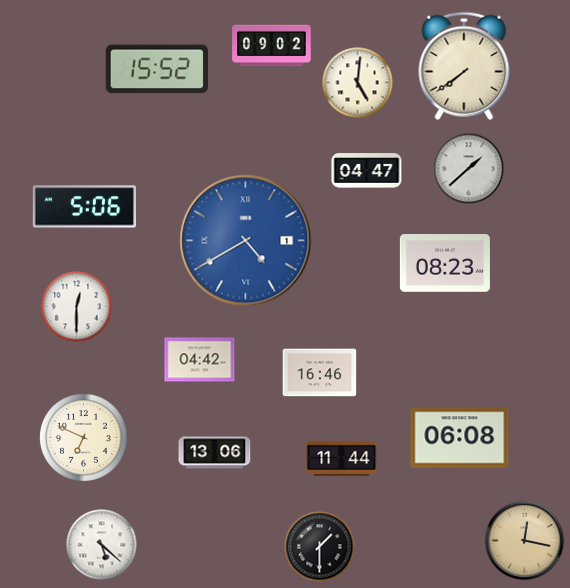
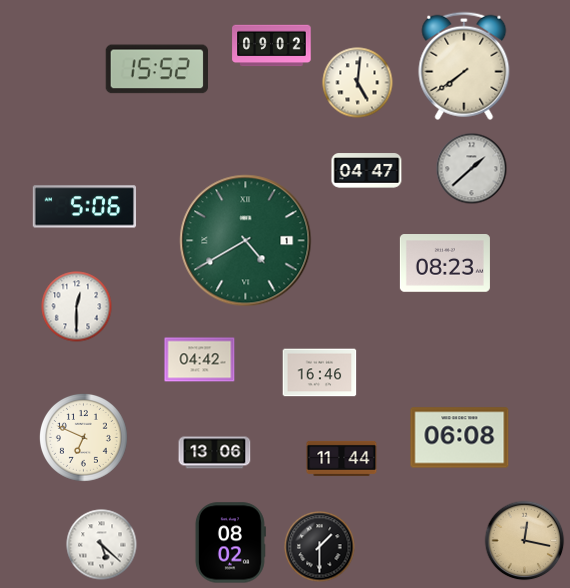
clock at (469, 169) position: (469, 169) -> (472, 169)
clock at (246, 241) dial: blue -> green
clock at (230, 543): none -> 08:02
